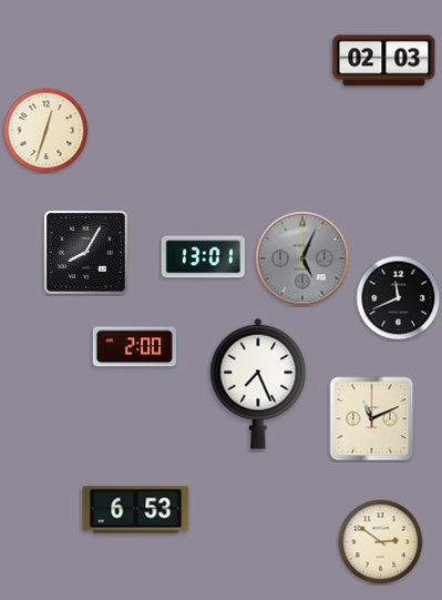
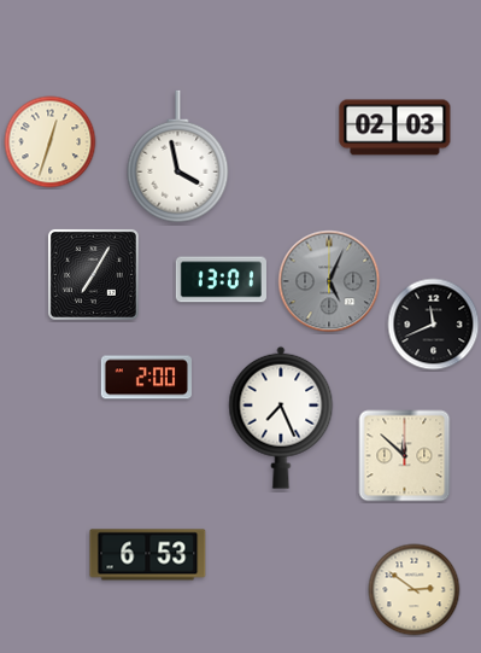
clock at (384, 61) position: (384, 61) -> (395, 128)
clock at (178, 157): none -> 3:58
clock at (85, 252): 8:05 -> 7:05
clock at (372, 419): 11:11 -> 11:52
